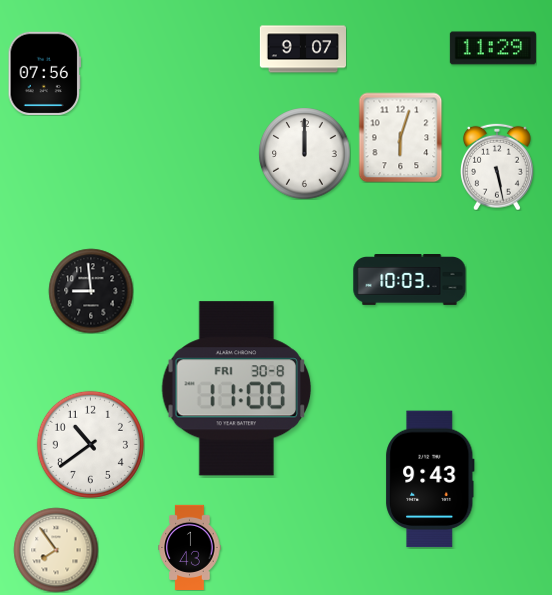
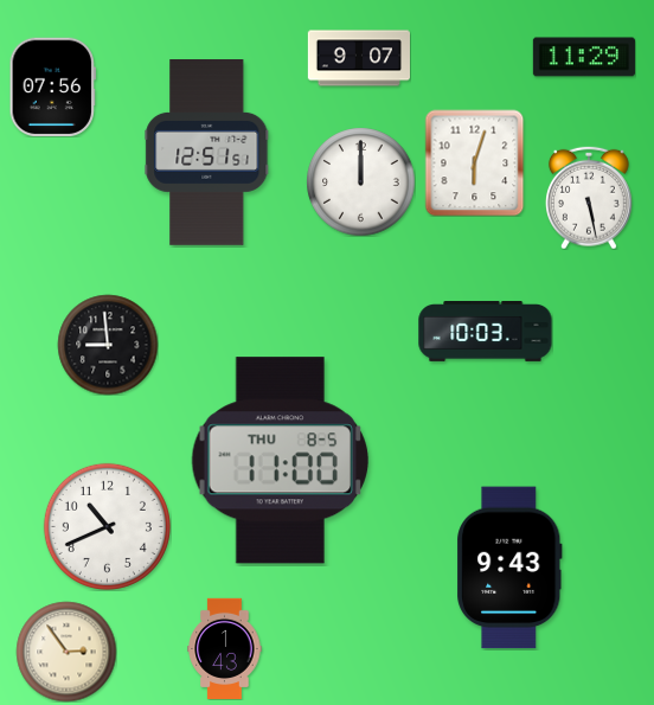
clock at (207, 153): none -> 12:51
clock at (236, 389) date: FRI 30-8 -> THU 8-5
clock at (90, 444): 10:39 -> 10:41
clock at (56, 550): 7:54 -> 2:54
